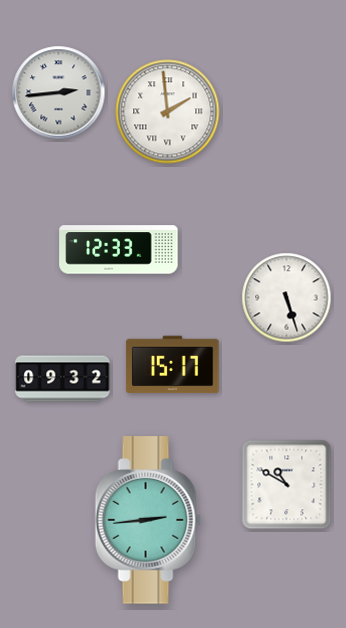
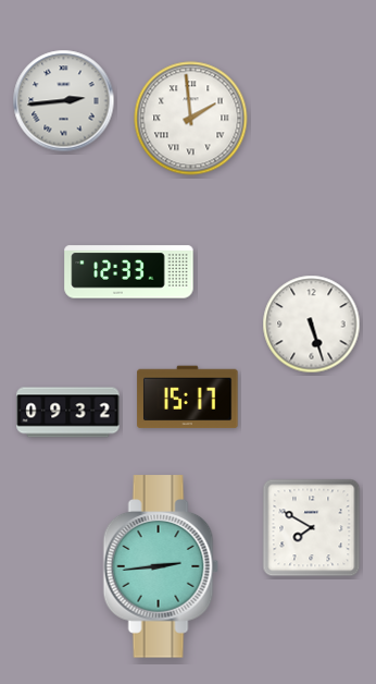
clock at (168, 112) position: (168, 112) -> (191, 119)
clock at (287, 485): 10:50 -> 7:50
